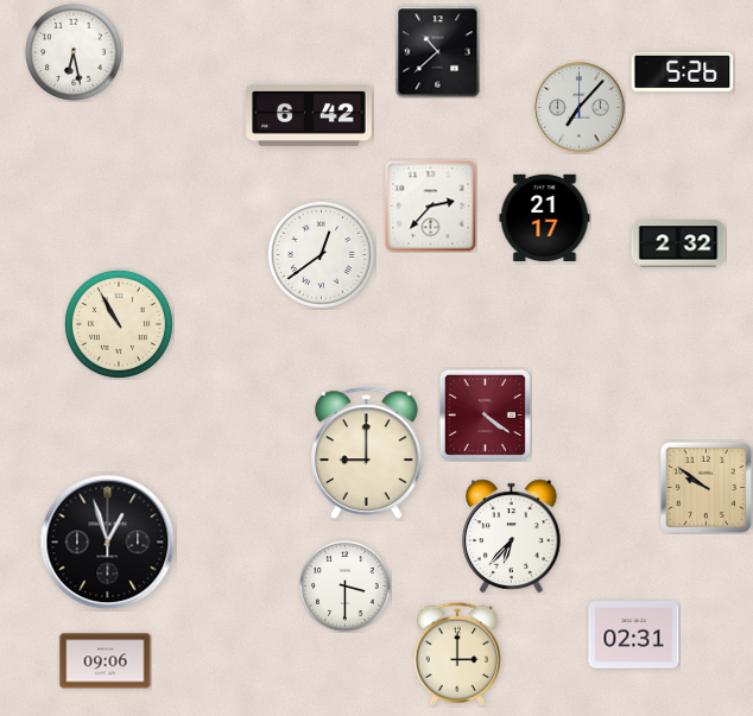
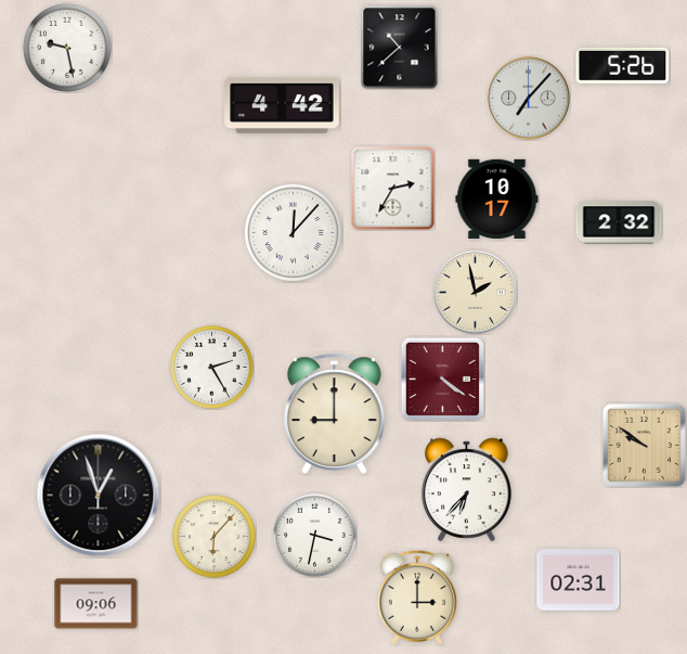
clock at (74, 52): 6:28 -> 9:28
clock at (309, 115): 6:42 -> 4:42
clock at (431, 207): 2:37 -> 2:35
clock at (545, 217): 21:17 -> 10:17
clock at (321, 254): 12:39 -> 12:07
clock at (476, 293): none -> 1:58
clock at (119, 324): 10:55 -> none
clock at (212, 368): none -> 2:25
clock at (346, 587): 3:30 -> 3:32
clock at (215, 537): none -> 6:07
